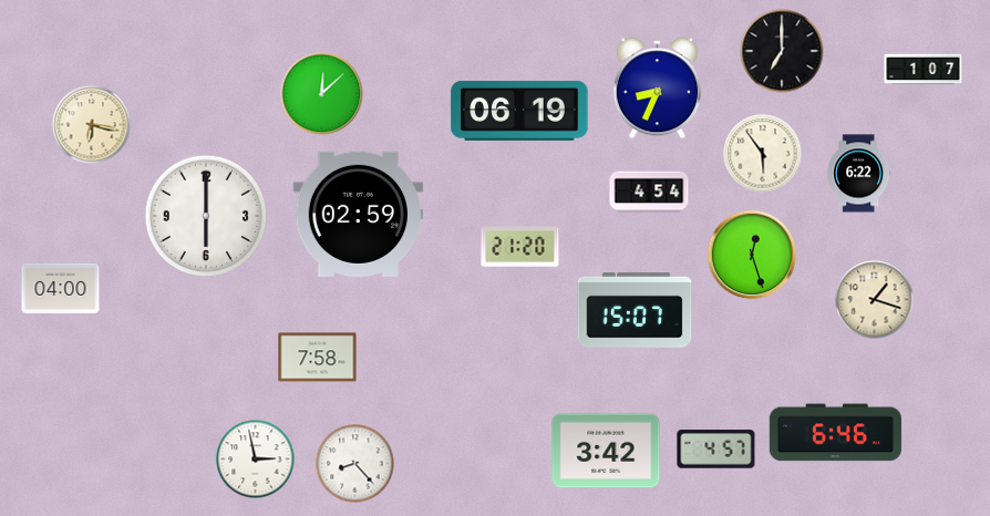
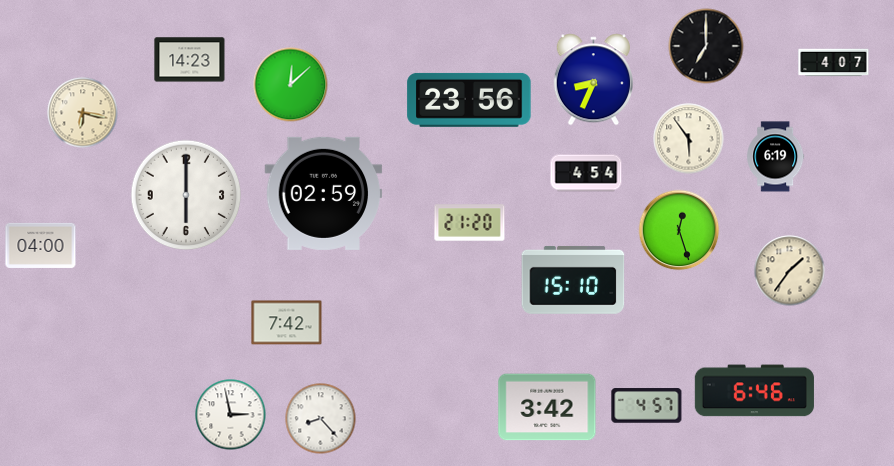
clock at (190, 60): none -> 14:23
clock at (924, 70): 1:07 -> 4:07
clock at (519, 111): 06:19 -> 23:56
clock at (859, 174): 6:22 -> 6:19
clock at (61, 288) position: (61, 288) -> (41, 245)
clock at (875, 300): 1:18 -> 1:36
clock at (635, 310): 15:07 -> 15:10
clock at (318, 358): 7:58 -> 7:42
